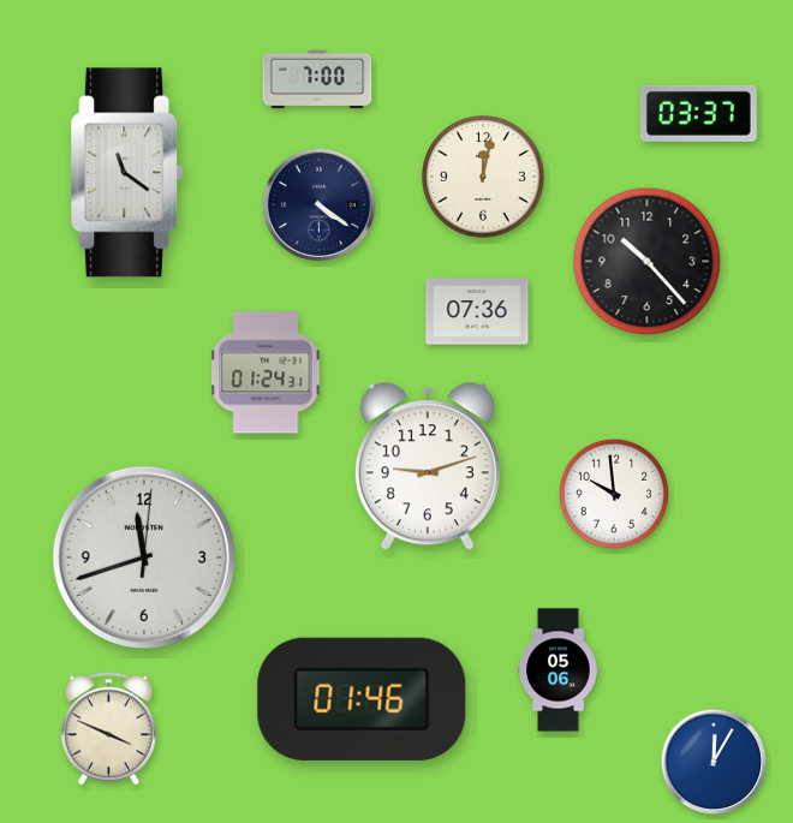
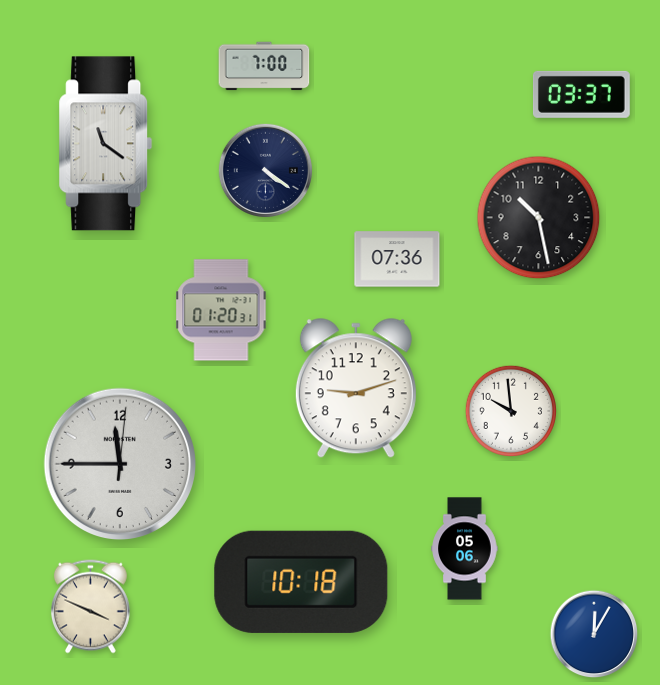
clock at (483, 177): 12:02 -> none
clock at (648, 262): 10:23 -> 10:28
clock at (266, 372): 01:24 -> 01:20
clock at (143, 556): 11:42 -> 11:45
clock at (559, 670) position: (559, 670) -> (465, 549)
clock at (362, 699): 01:46 -> 10:18
